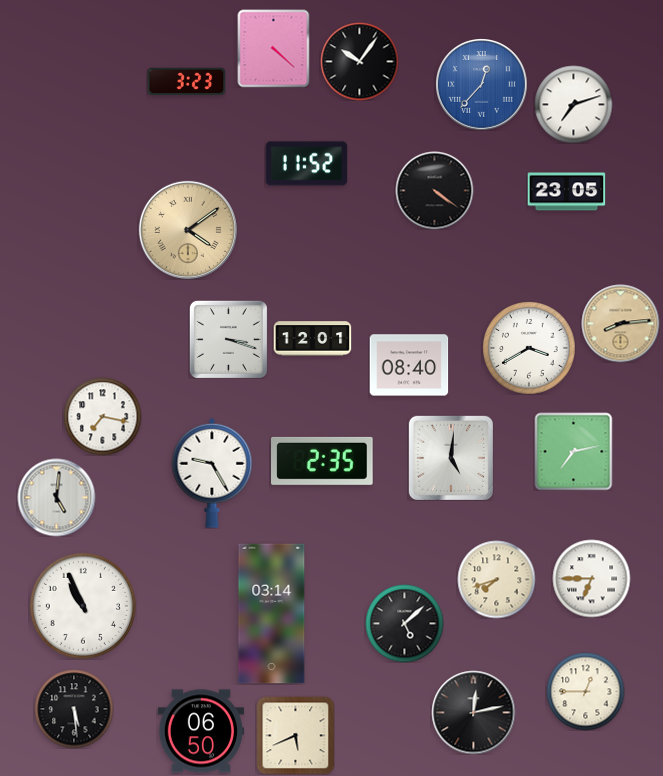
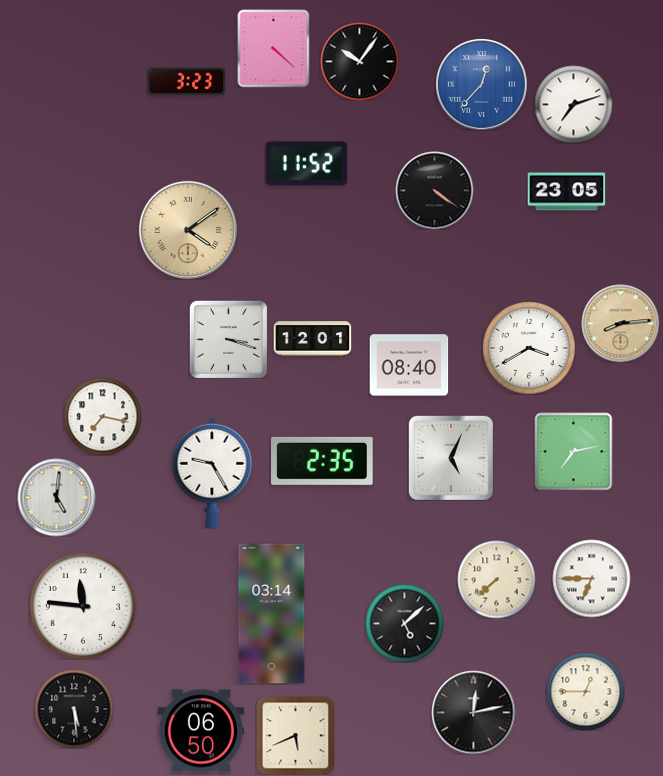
clock at (451, 458): 5:01 -> 5:04
clock at (496, 579): 7:42 -> 7:38
clock at (83, 606): 10:56 -> 11:46
